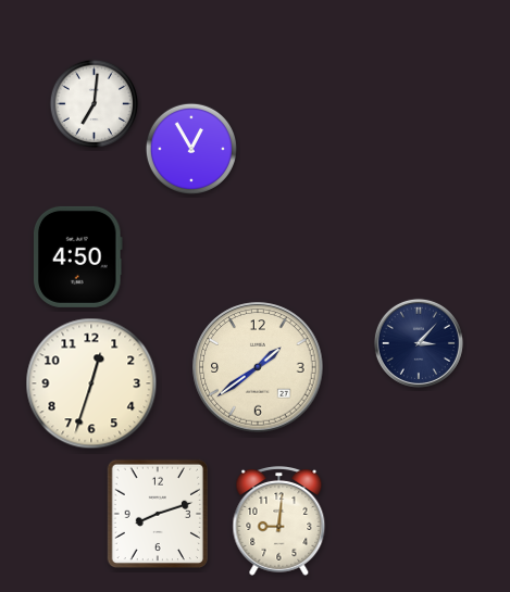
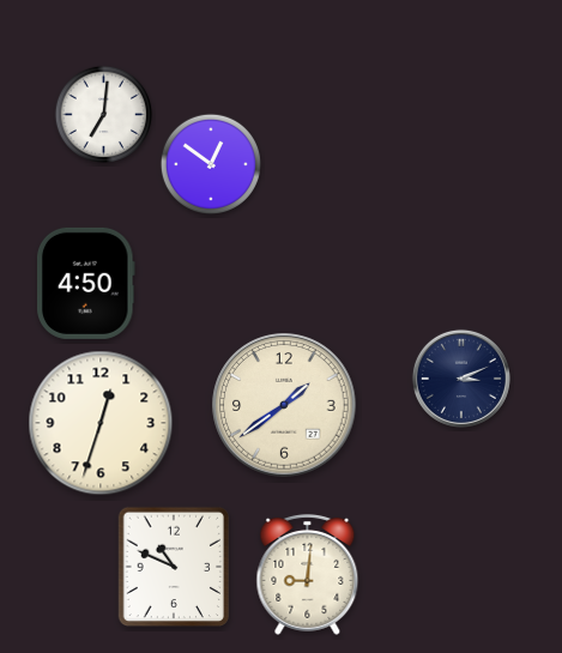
clock at (190, 148): 12:55 -> 12:51
clock at (419, 343): 3:07 -> 3:11
clock at (158, 514): 8:12 -> 10:49
